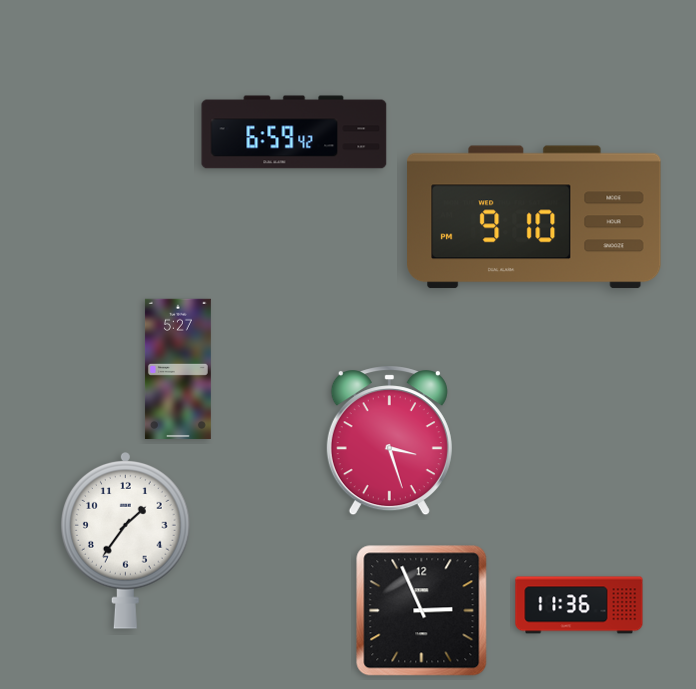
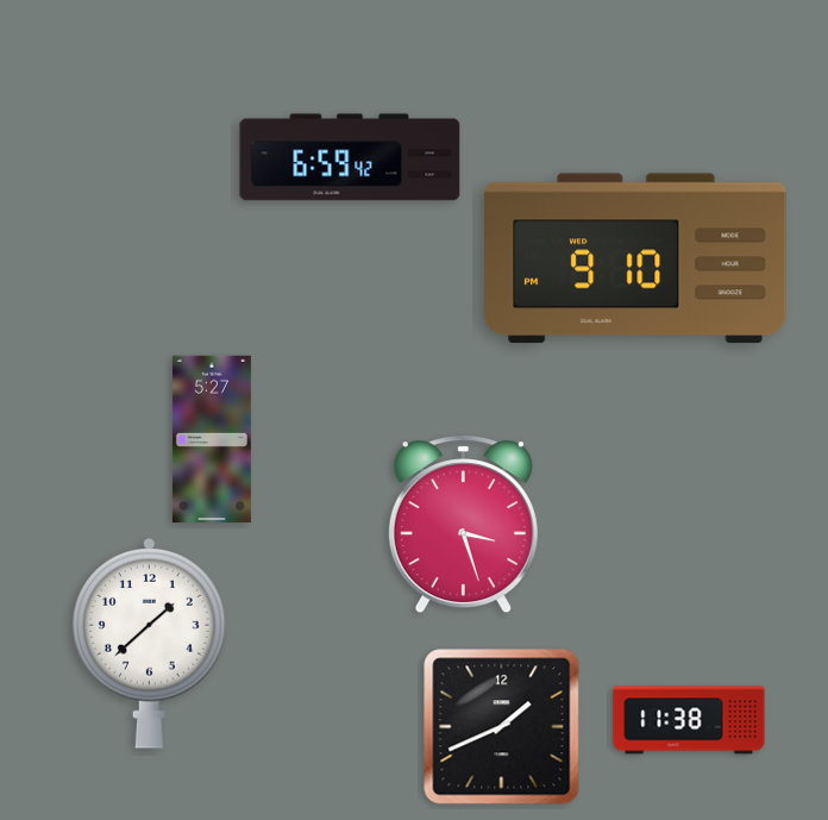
clock at (126, 541): 1:36 -> 1:38
clock at (579, 605): 11:36 -> 11:38
clock at (422, 611): 2:56 -> 1:41
